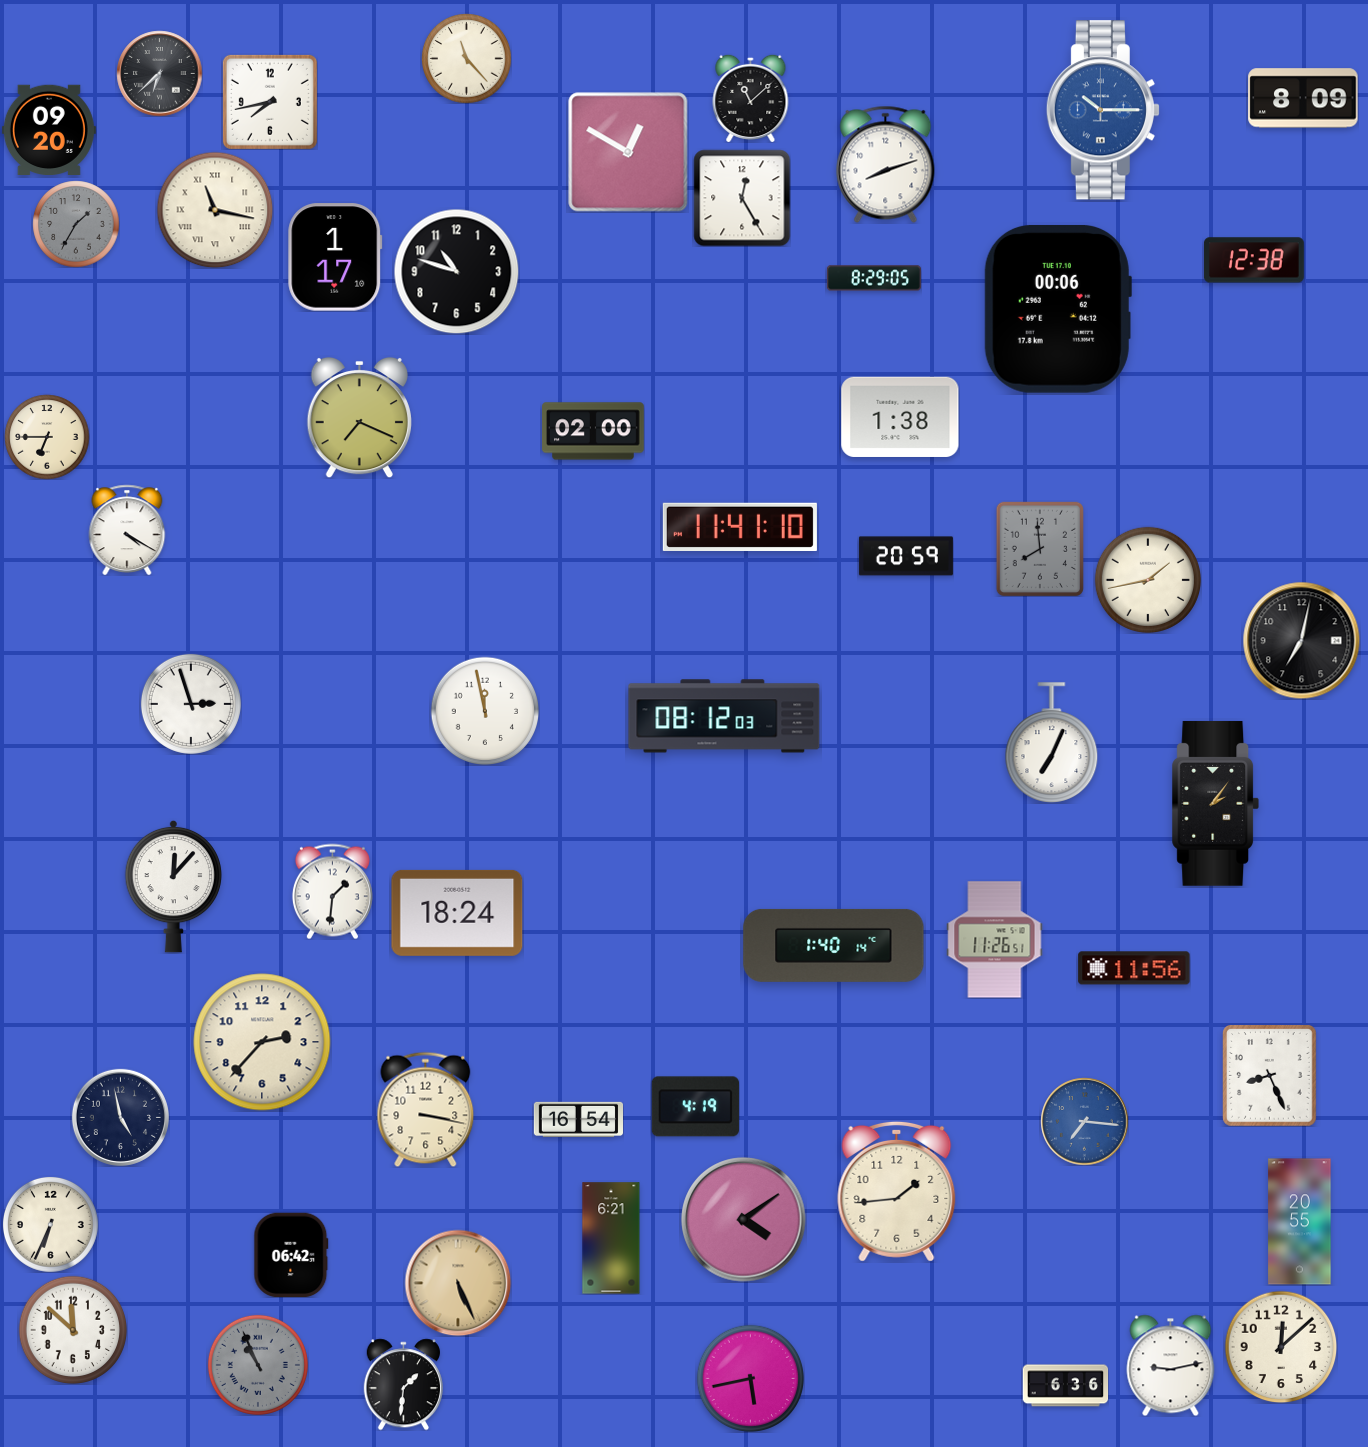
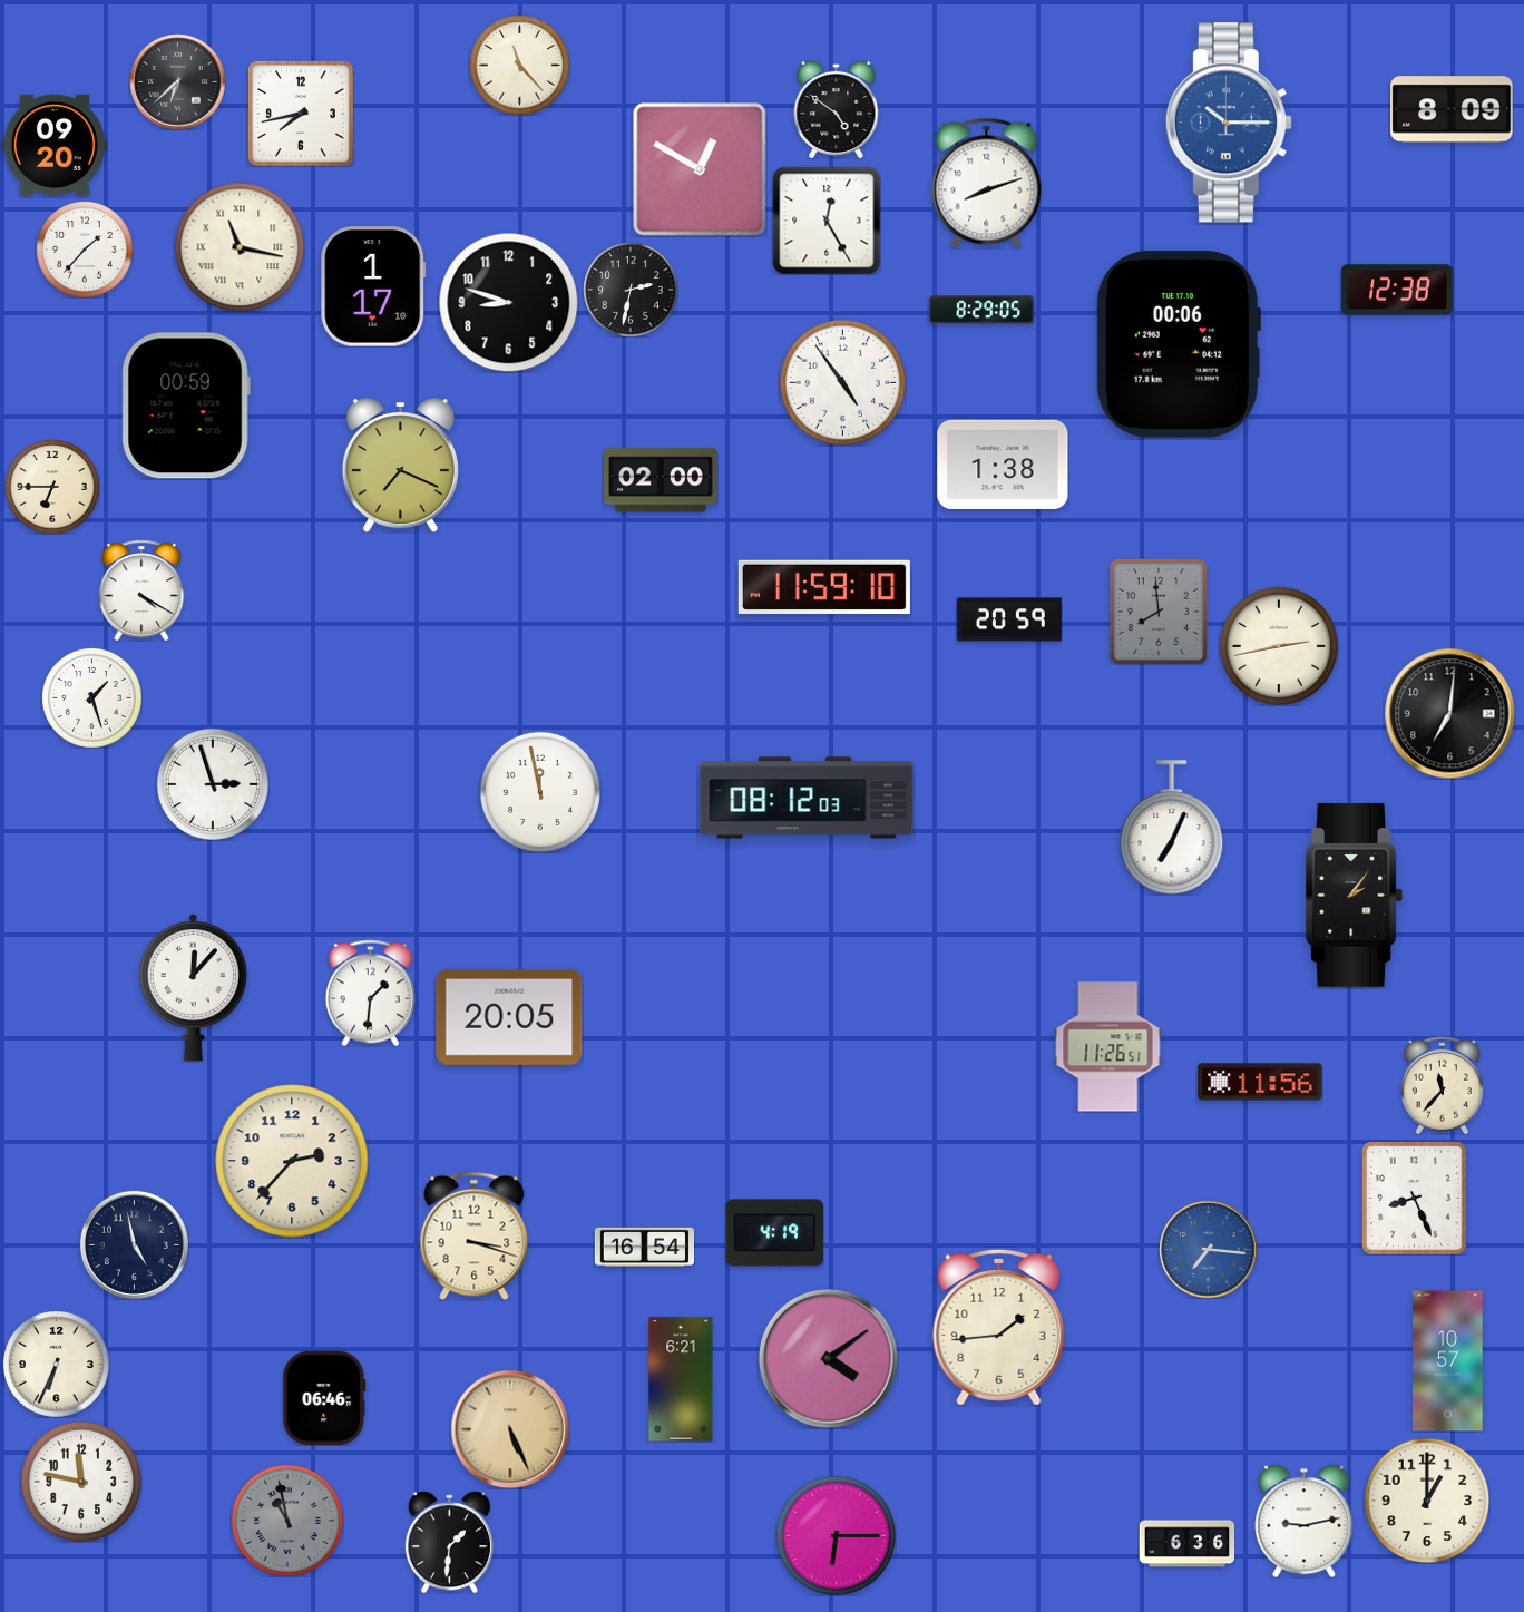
clock at (751, 98): 11:08 -> 4:51
clock at (215, 210) position: (215, 210) -> (240, 247)
clock at (76, 224): 1:35 -> 1:37
clock at (76, 224) dial: grey -> white
clock at (631, 290): none -> 2:32
clock at (456, 271): 10:48 -> 8:48
clock at (874, 278) position: (874, 278) -> (981, 310)
clock at (842, 382): none -> 4:54
clock at (186, 406): none -> 00:59
clock at (740, 526): 11:41 -> 11:59
clock at (1147, 579): 1:43 -> 2:43
clock at (91, 697): none -> 1:27
clock at (1301, 640): 7:02 -> 7:01
clock at (457, 913): 18:24 -> 20:05
clock at (834, 945): 1:40 -> none
clock at (1134, 968) position: (1134, 968) -> (1260, 1082)
clock at (1442, 1085): none -> 11:37
clock at (426, 1109): 3:17 -> 3:18
clock at (1300, 1222): 20:55 -> 10:57
clock at (291, 1255): 06:42 -> 06:46
clock at (73, 1330): 11:52 -> 11:47
clock at (1281, 1347): 12:08 -> 1:00
clock at (258, 1365): 10:56 -> 10:58
clock at (750, 1378): 5:43 -> 6:15
